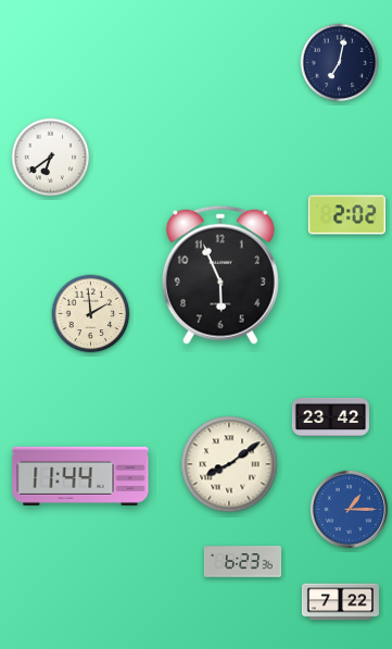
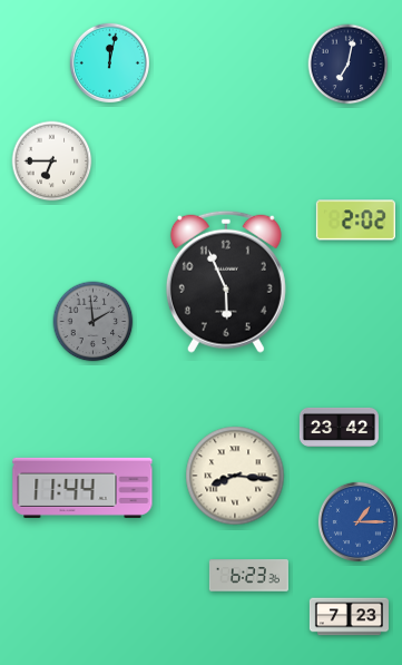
clock at (109, 62): none -> 12:02
clock at (51, 158): 6:39 -> 6:45
clock at (91, 314) dial: cream -> grey
clock at (229, 464): 8:09 -> 8:16
clock at (340, 602): 7:22 -> 7:23
